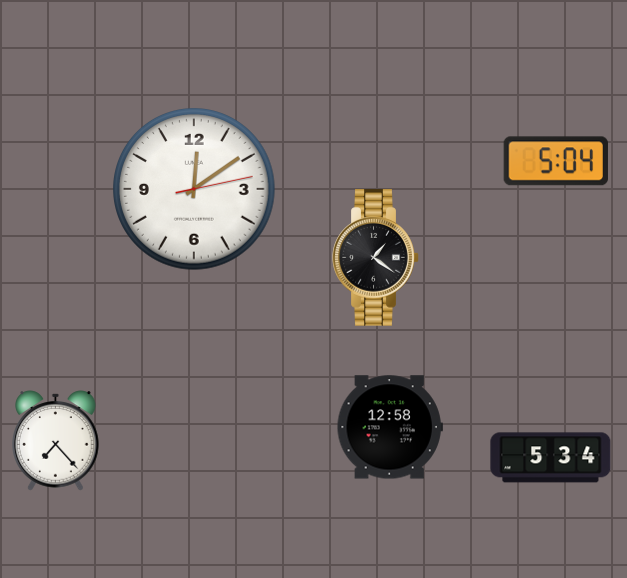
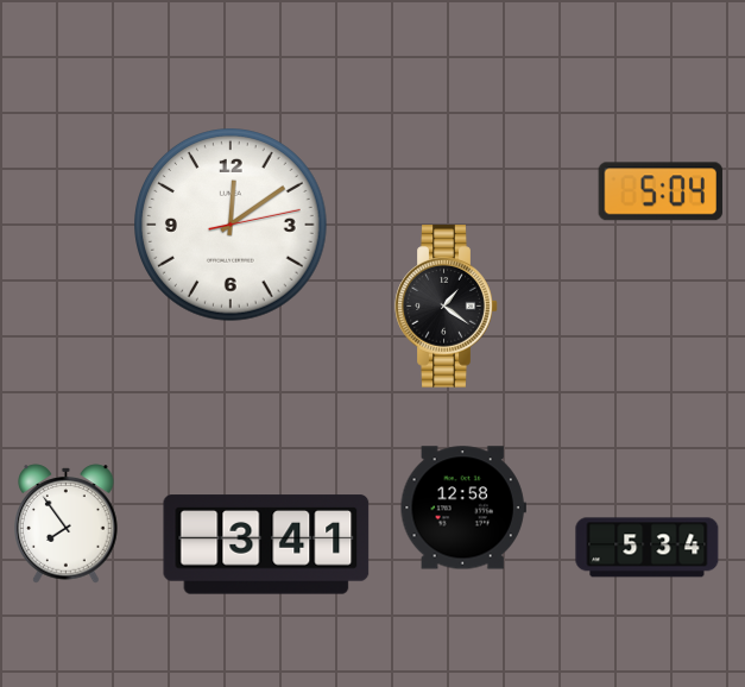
clock at (56, 441): 7:23 -> 7:54
clock at (266, 544): none -> 3:41
clock at (551, 458) position: (551, 458) -> (648, 548)
